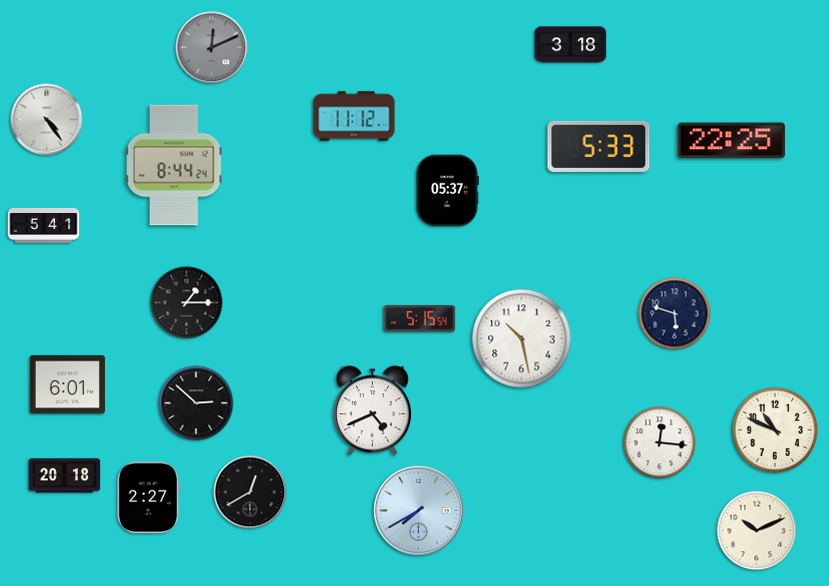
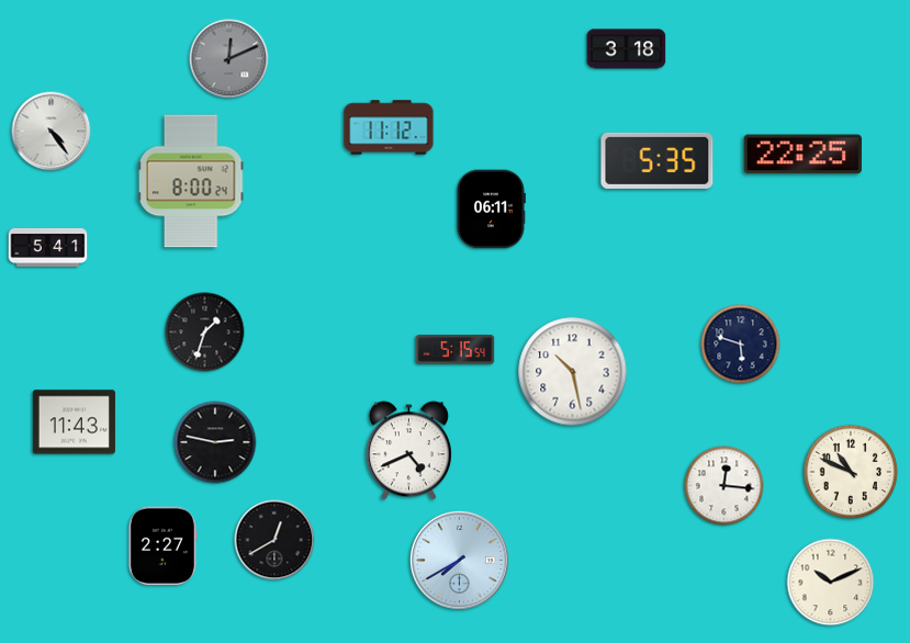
clock at (212, 48) position: (212, 48) -> (229, 59)
clock at (599, 146): 5:33 -> 5:35
clock at (174, 165): 8:44 -> 8:00
clock at (447, 191): 05:37 -> 06:11
clock at (187, 303): 1:15 -> 1:33
clock at (420, 319) position: (420, 319) -> (456, 350)
clock at (67, 385): 6:01 -> 11:43
clock at (196, 403): 2:52 -> 2:47
clock at (65, 476): 20:18 -> none
